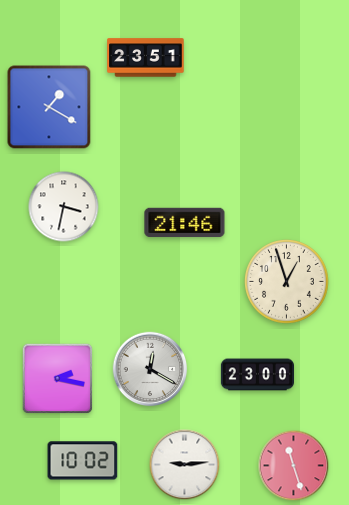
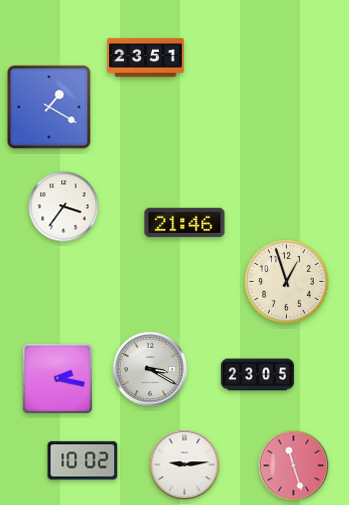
clock at (64, 207): 3:32 -> 3:36
clock at (150, 369): 12:20 -> 3:20
clock at (257, 375): 23:00 -> 23:05
